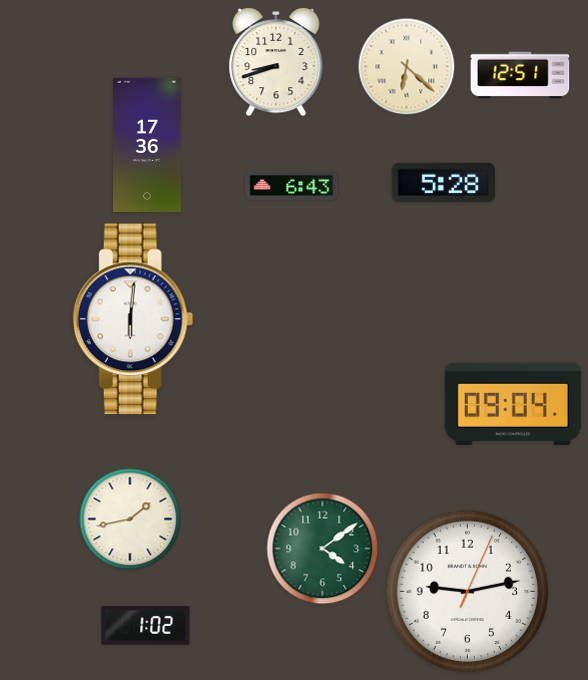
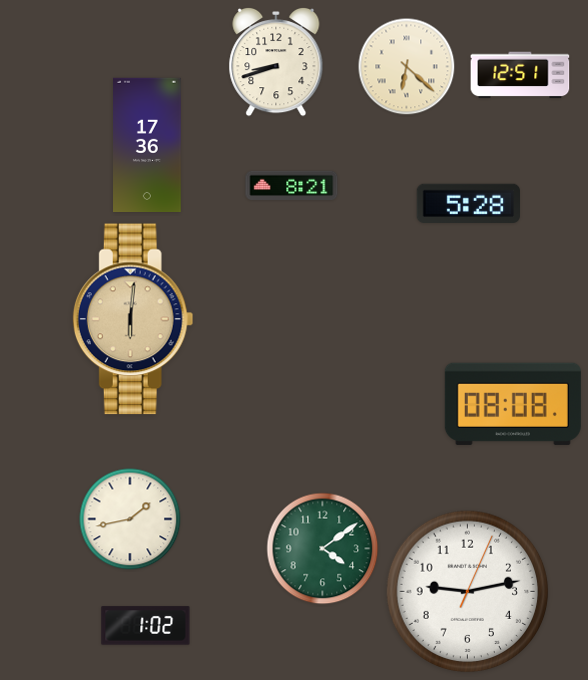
clock at (443, 182) position: (443, 182) -> (468, 203)
clock at (292, 185): 6:43 -> 8:21
clock at (133, 319) dial: white -> champagne
clock at (513, 404): 09:04 -> 08:08
